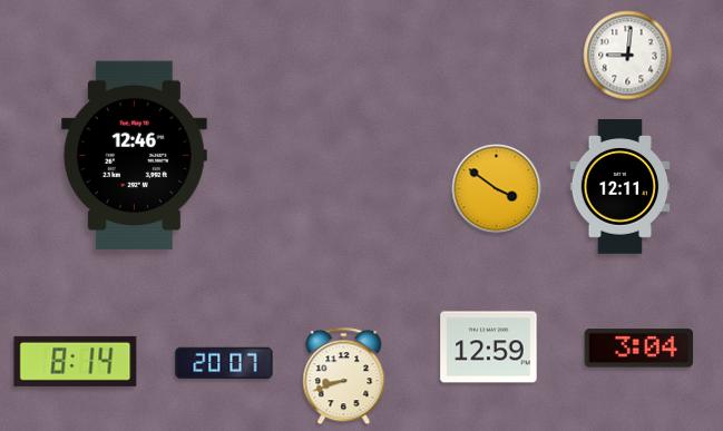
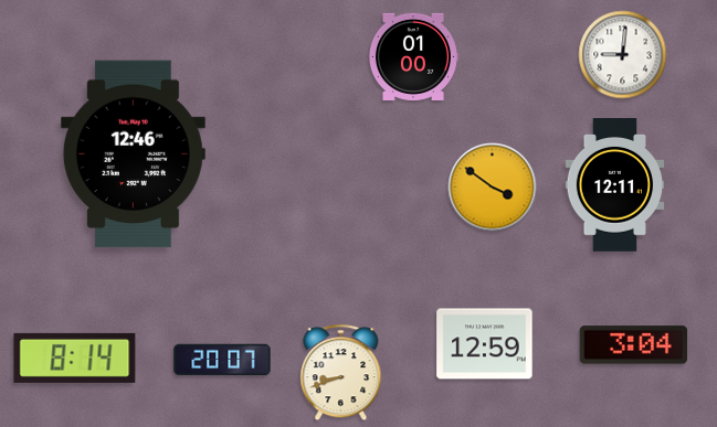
clock at (413, 56): none -> 01:00
